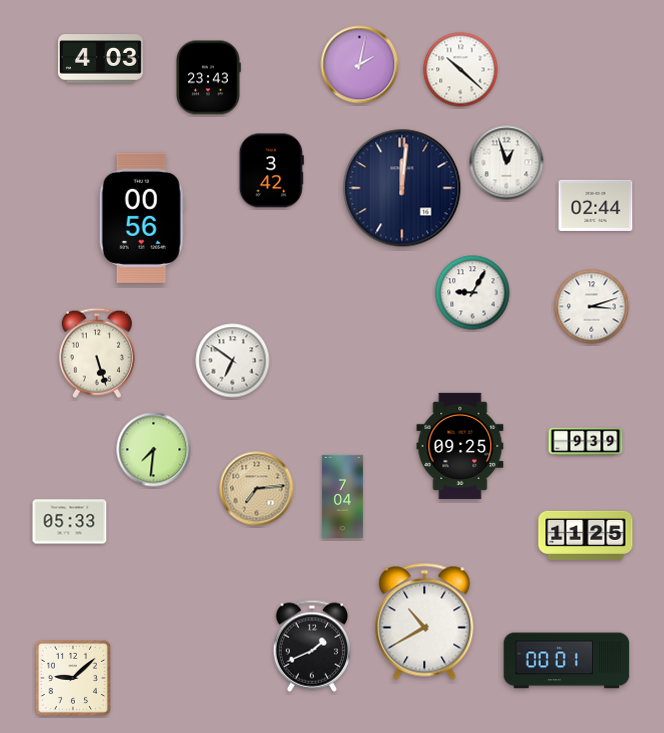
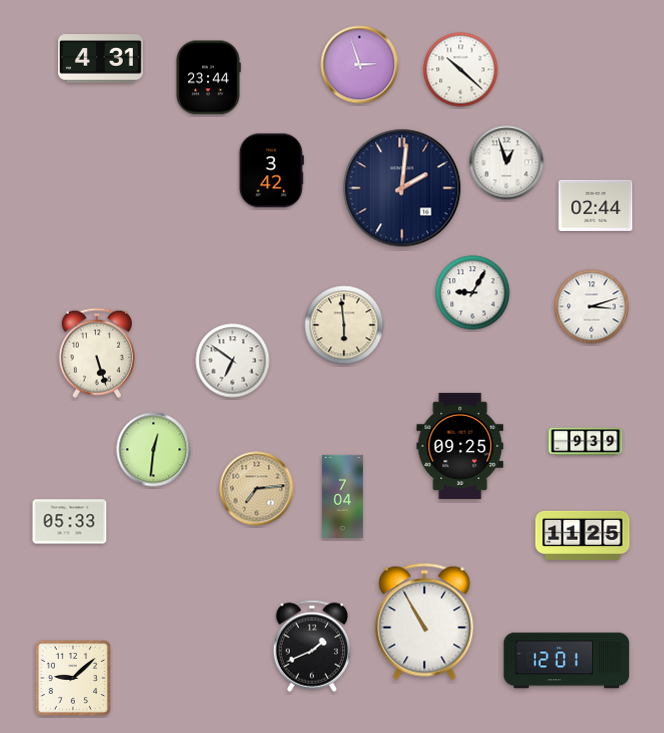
clock at (100, 59): 4:03 -> 4:31
clock at (360, 65): 2:02 -> 2:57
clock at (208, 78): 23:43 -> 23:44
clock at (402, 188): 12:01 -> 2:01
clock at (142, 218): 00:56 -> none
clock at (344, 325): none -> 5:59
clock at (154, 450): 7:31 -> 12:31
clock at (586, 535) position: (586, 535) -> (583, 535)
clock at (425, 621): 10:40 -> 10:55
clock at (567, 661): 00:01 -> 12:01
